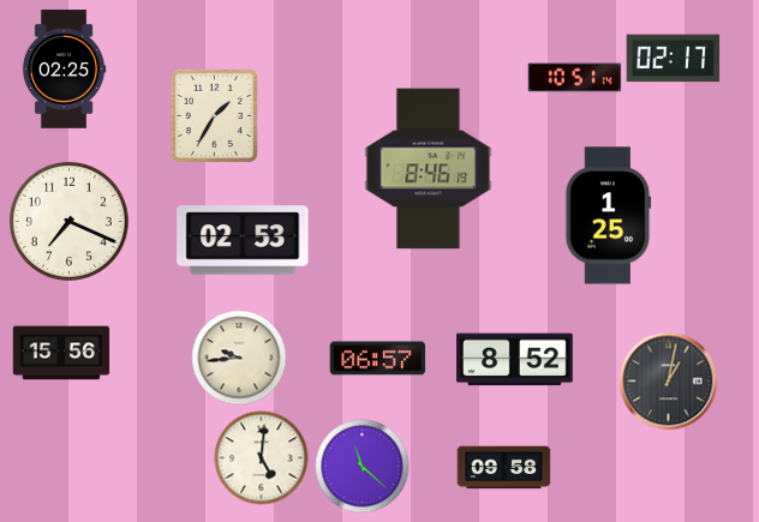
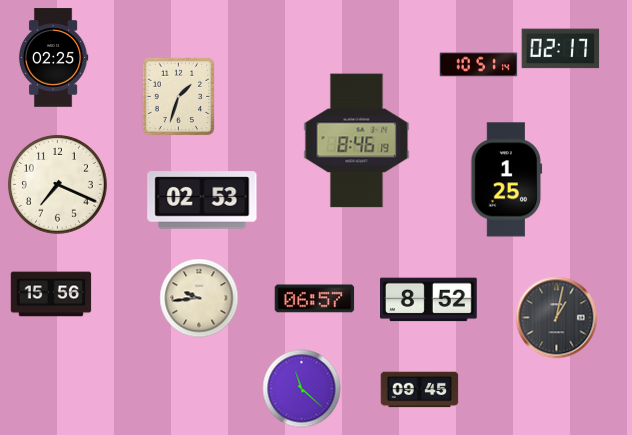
clock at (214, 115): 1:35 -> 1:33
clock at (261, 457): 5:01 -> none
clock at (503, 468): 09:58 -> 09:45
